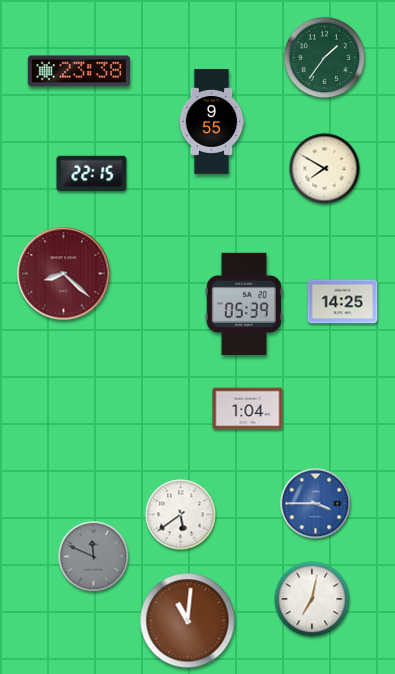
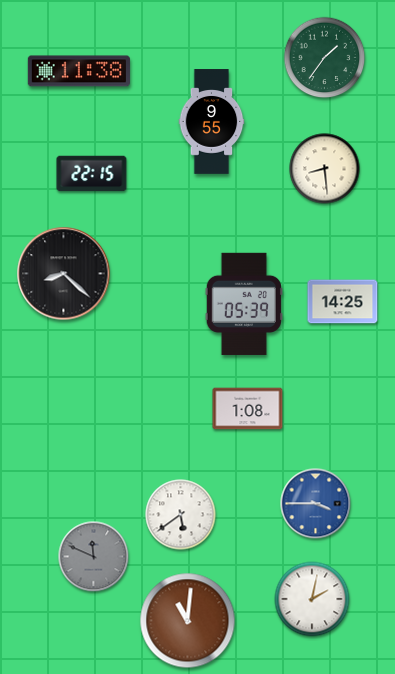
clock at (79, 71): 23:38 -> 11:38
clock at (325, 169): 7:50 -> 8:29
clock at (64, 274) dial: burgundy -> black
clock at (248, 409): 1:04 -> 1:08
clock at (312, 599): 7:02 -> 2:02
